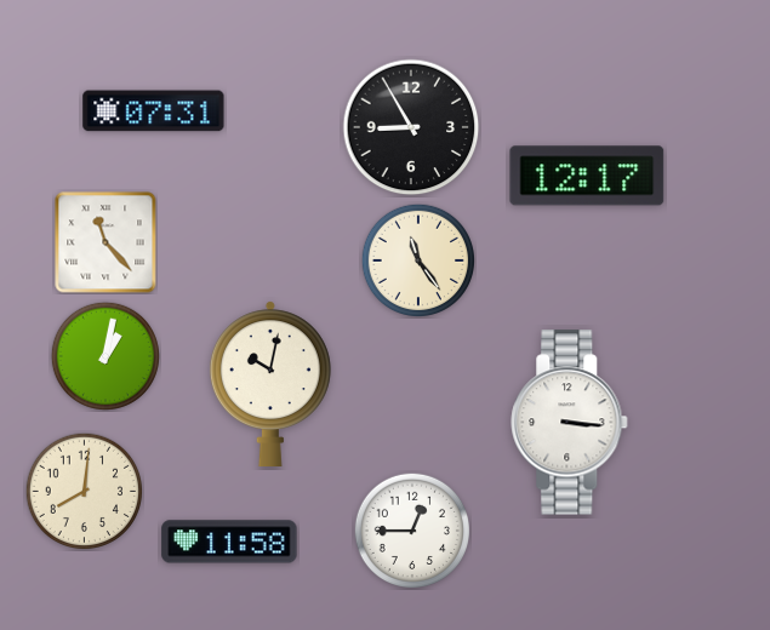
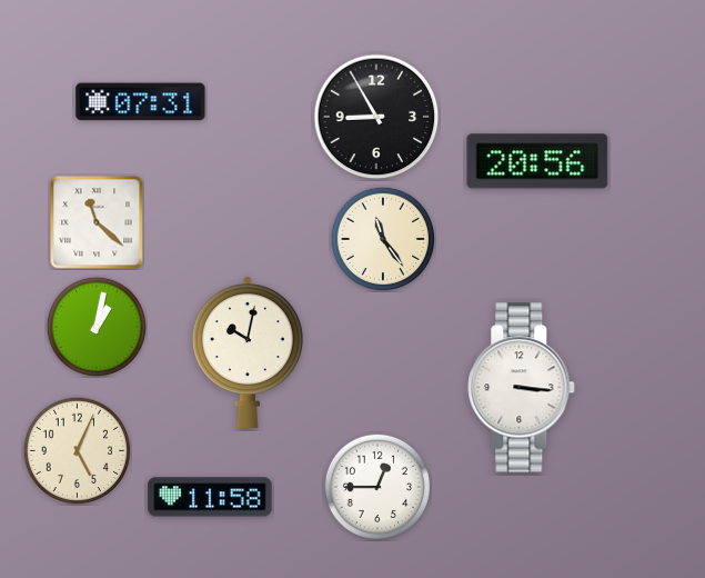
clock at (587, 176): 12:17 -> 20:56
clock at (105, 242): 11:23 -> 11:22
clock at (84, 491): 8:01 -> 5:04
